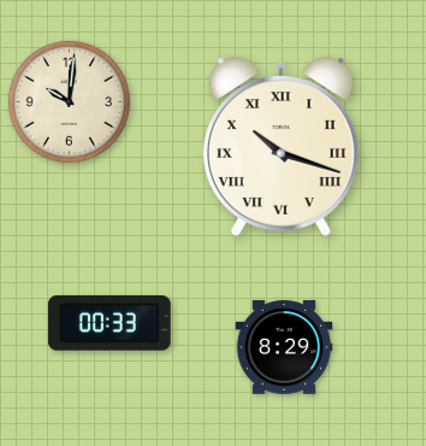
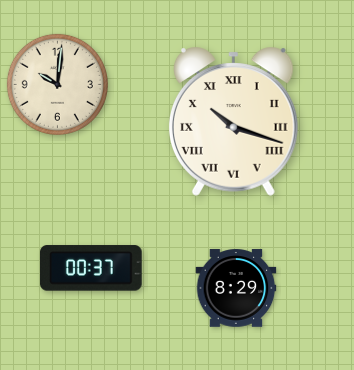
clock at (110, 323): 00:33 -> 00:37
